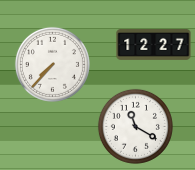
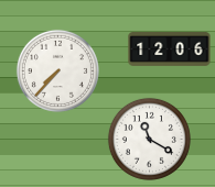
clock at (154, 44): 12:27 -> 12:06
